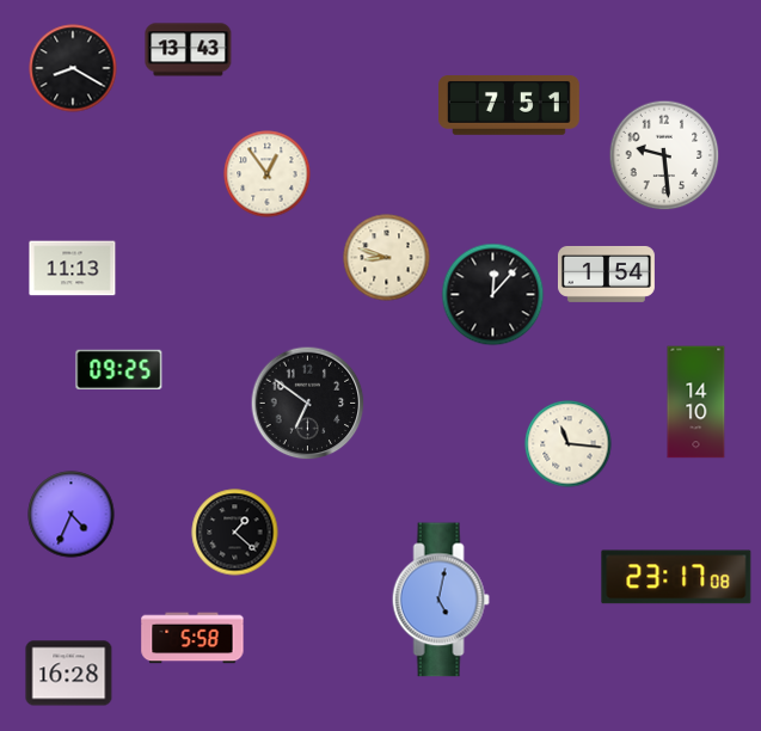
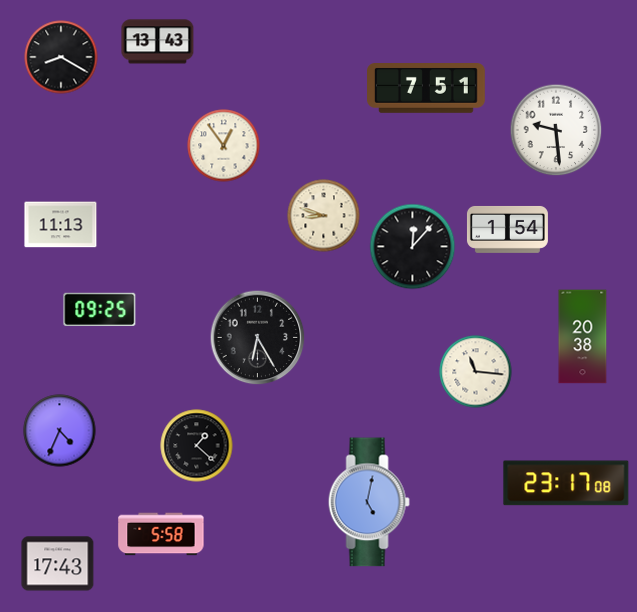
clock at (696, 403): 14:10 -> 20:38
clock at (308, 404): 6:51 -> 6:25
clock at (69, 674): 16:28 -> 17:43
